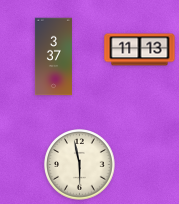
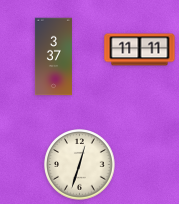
clock at (140, 50): 11:13 -> 11:11
clock at (80, 165): 5:58 -> 12:33
